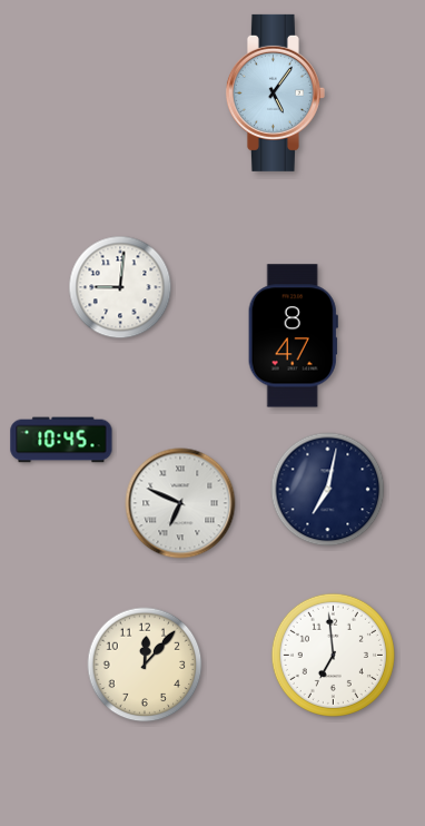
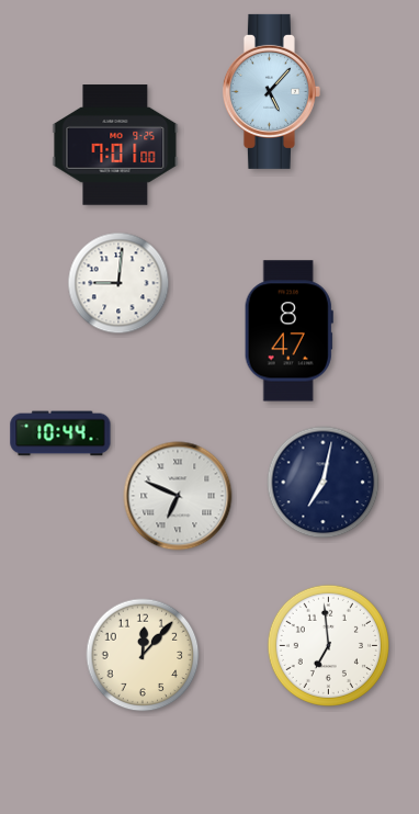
clock at (275, 92): 5:06 -> 5:07
clock at (115, 145): none -> 7:01
clock at (61, 440): 10:45 -> 10:44
